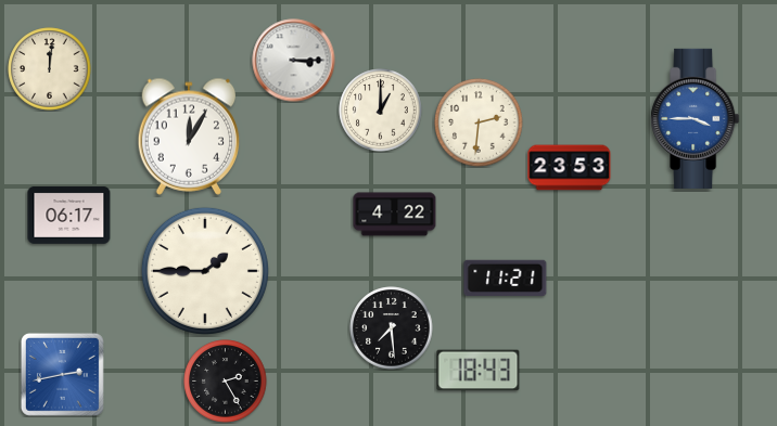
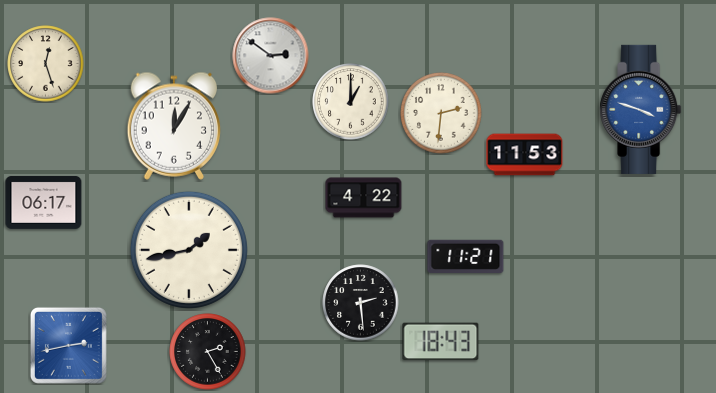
clock at (294, 61): 3:15 -> 2:51
clock at (50, 69): 12:01 -> 12:27
clock at (696, 118): 3:45 -> 3:48
clock at (570, 168): 23:53 -> 11:53
clock at (69, 215) position: (69, 215) -> (44, 202)
clock at (205, 271): 1:45 -> 1:43
clock at (392, 328): 7:29 -> 2:29
clock at (62, 374) position: (62, 374) -> (68, 345)
